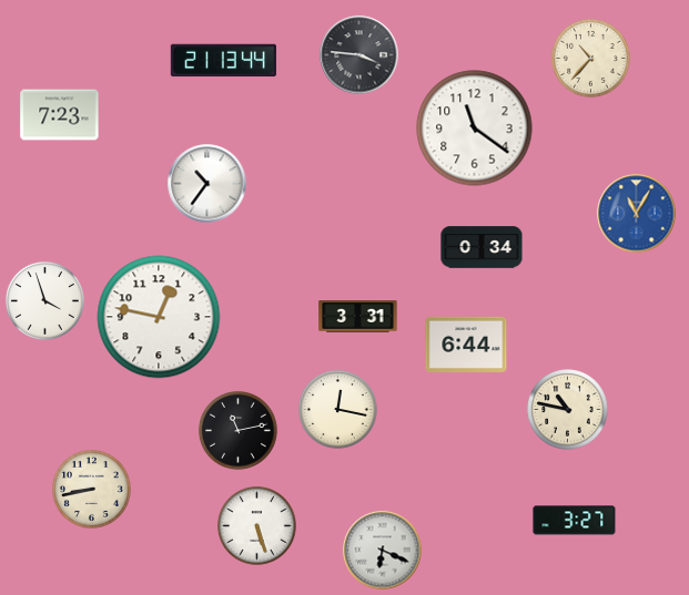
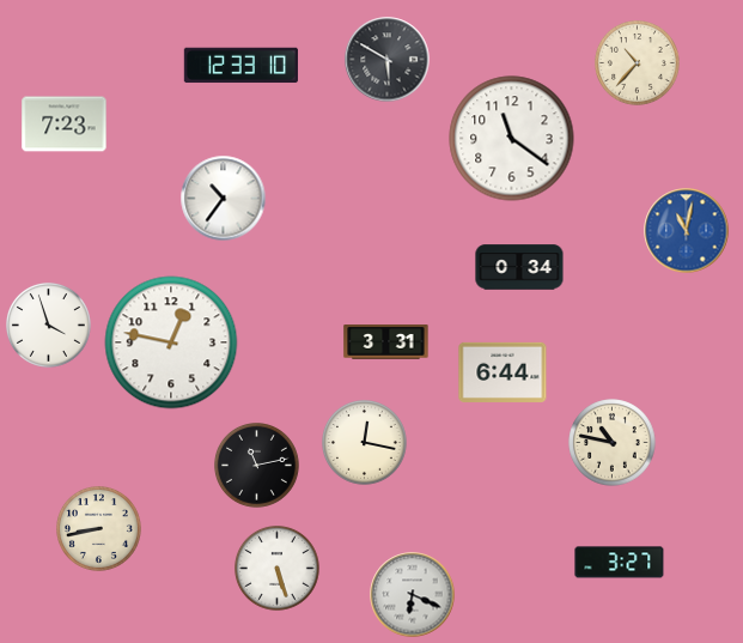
clock at (359, 55): 3:46 -> 5:50
clock at (223, 61): 21:13 -> 12:33
clock at (637, 214): 11:05 -> 11:02
